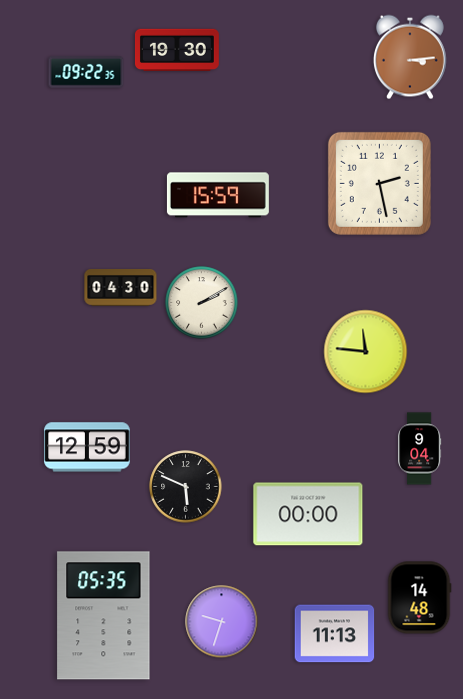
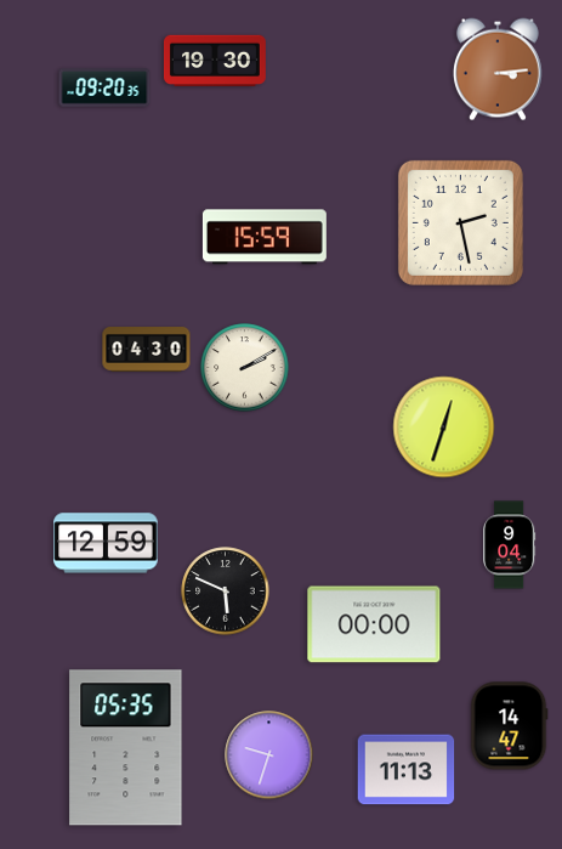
clock at (86, 72): 09:22 -> 09:20
clock at (366, 352): 11:46 -> 12:33
clock at (419, 598): 14:48 -> 14:47
